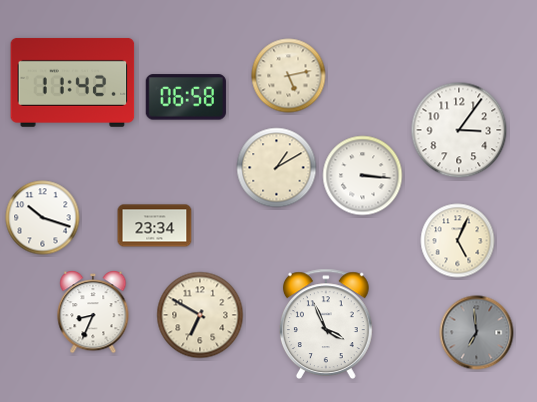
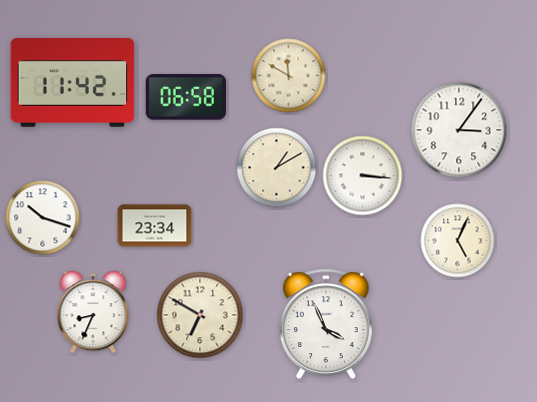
clock at (289, 76): 5:13 -> 11:50
clock at (477, 333): 6:59 -> none
